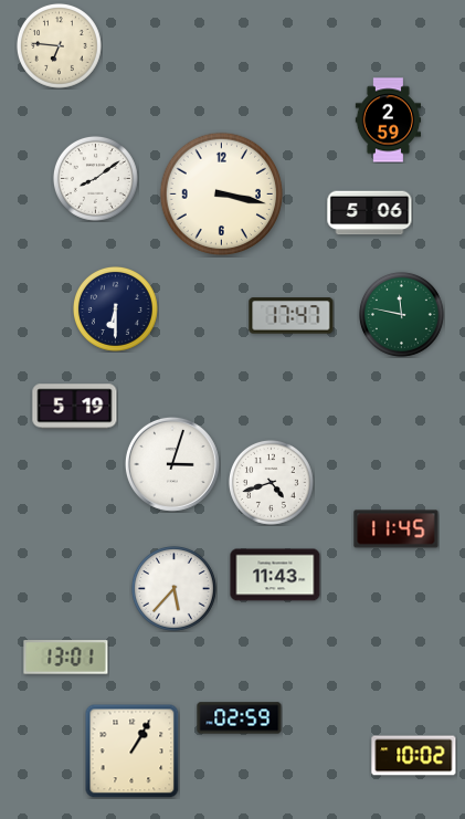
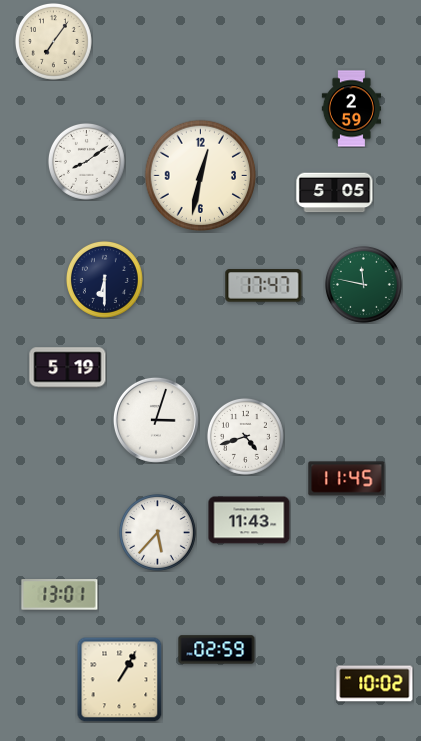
clock at (59, 45): 6:46 -> 7:06
clock at (222, 195): 3:17 -> 12:32
clock at (370, 213): 5:06 -> 5:05
clock at (397, 529) position: (397, 529) -> (347, 479)
